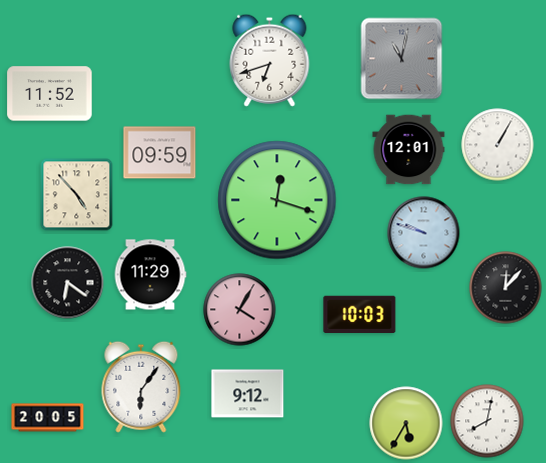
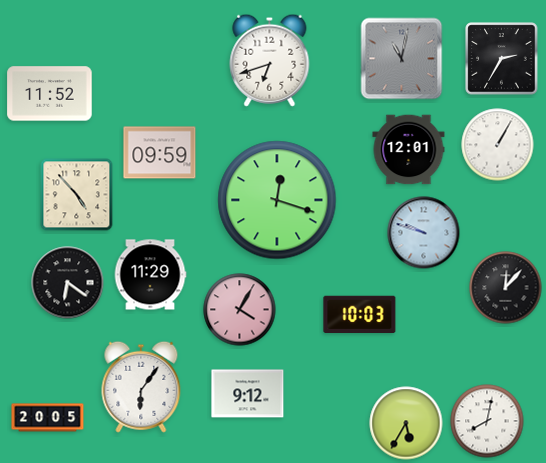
clock at (502, 59): none -> 2:35
